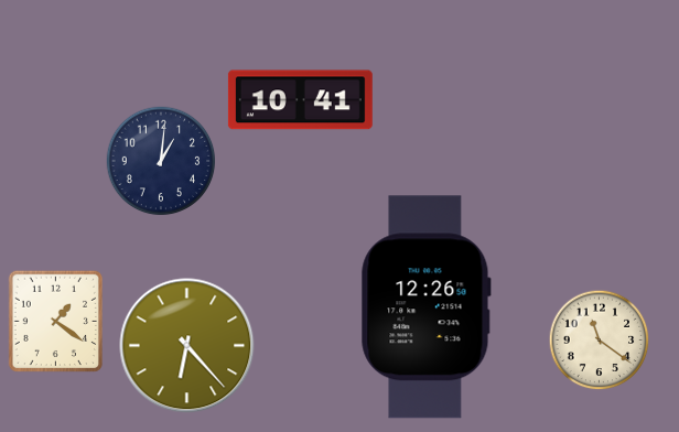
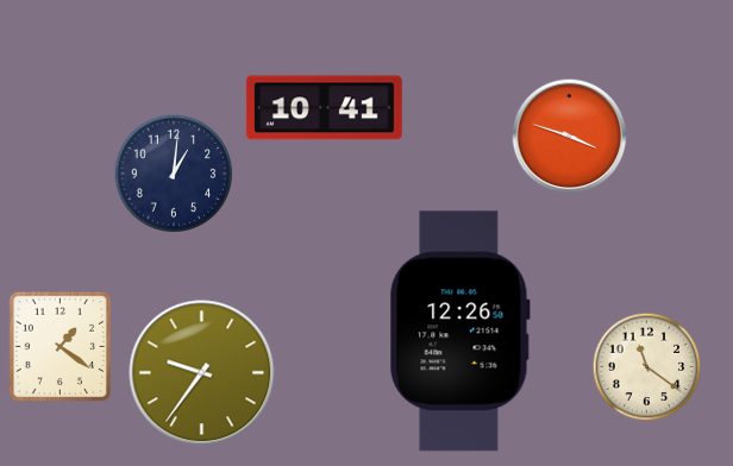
clock at (570, 137): none -> 3:48
clock at (187, 346): 6:23 -> 9:36
